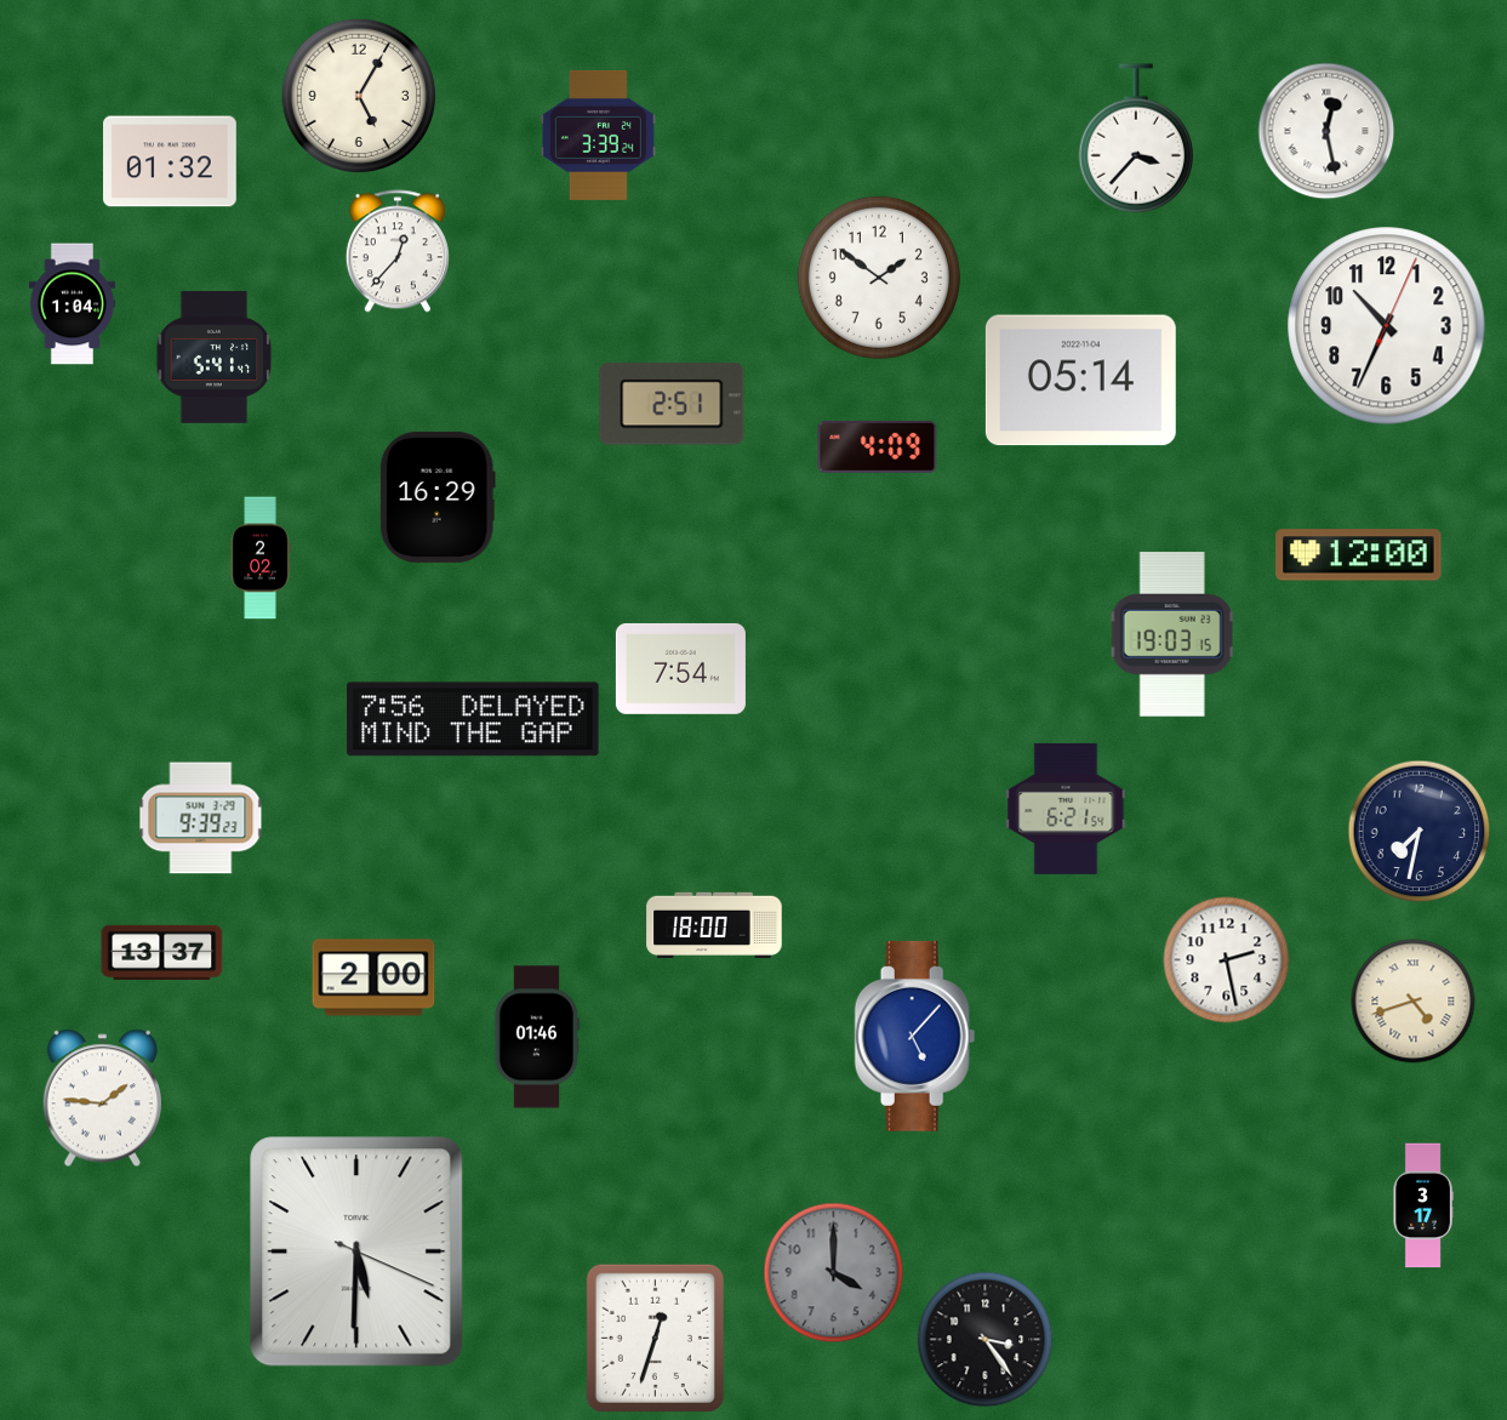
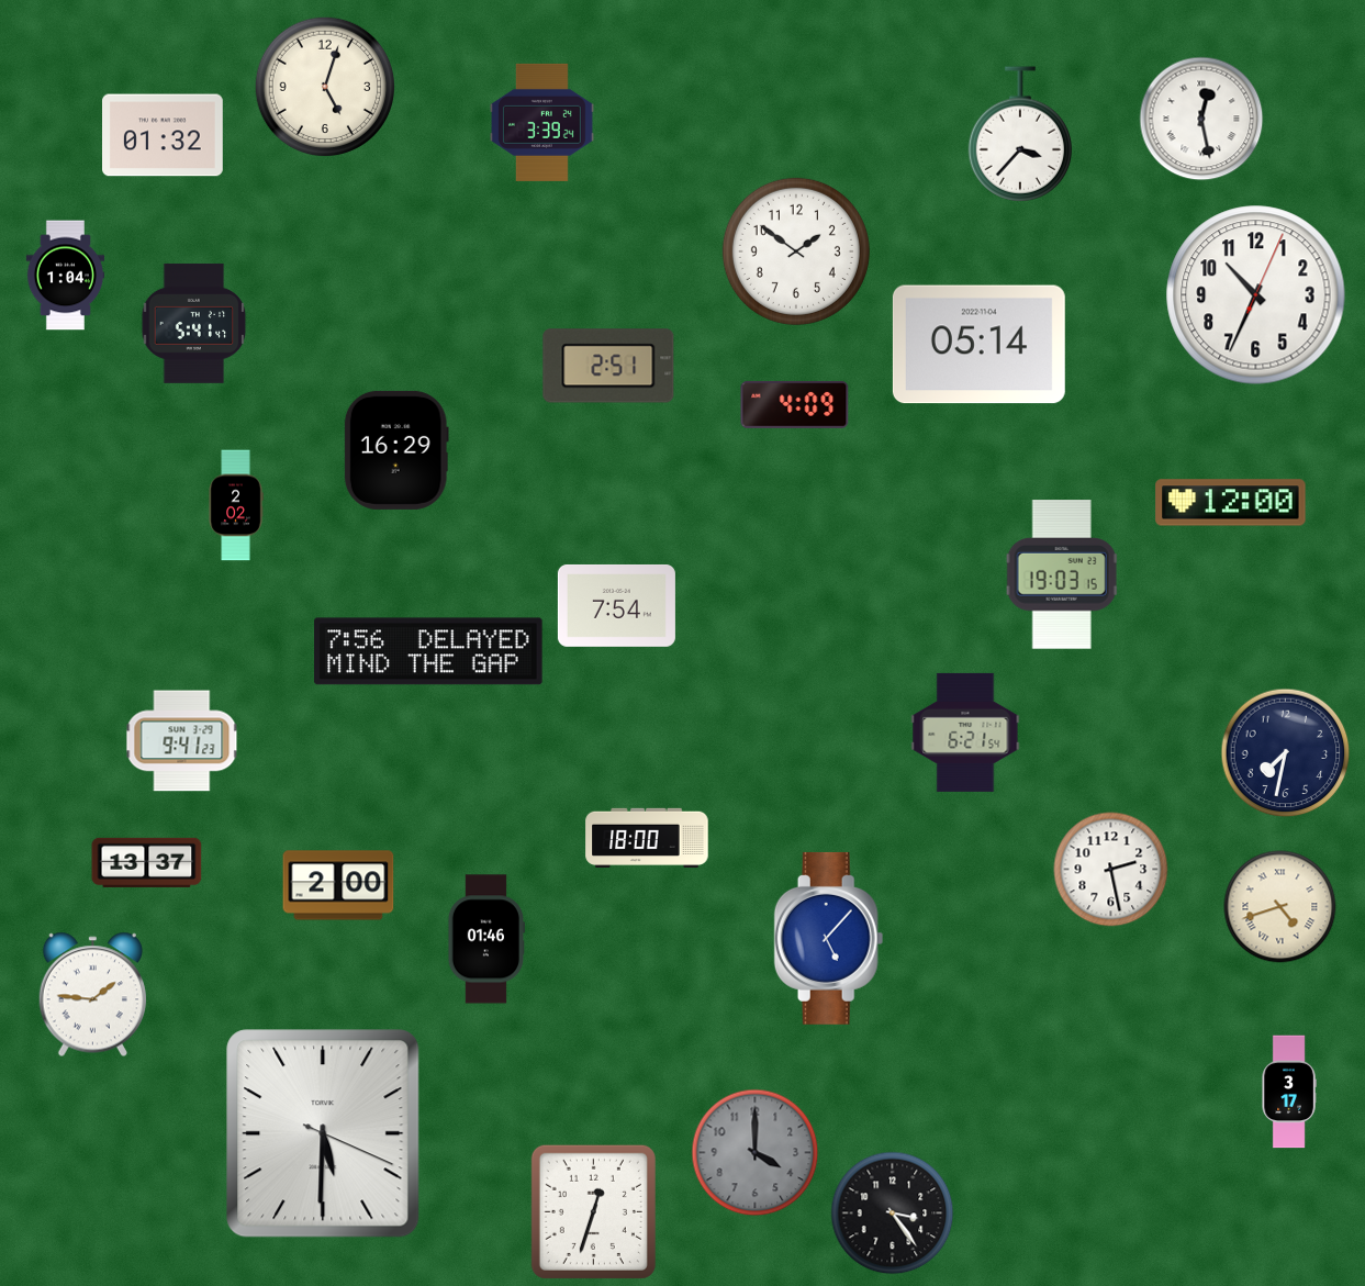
clock at (358, 95): 5:05 -> 5:03
clock at (1135, 138) position: (1135, 138) -> (1019, 134)
clock at (171, 161) position: (171, 161) -> (164, 135)
clock at (398, 251): 12:37 -> none
clock at (201, 819): 9:39 -> 9:41
